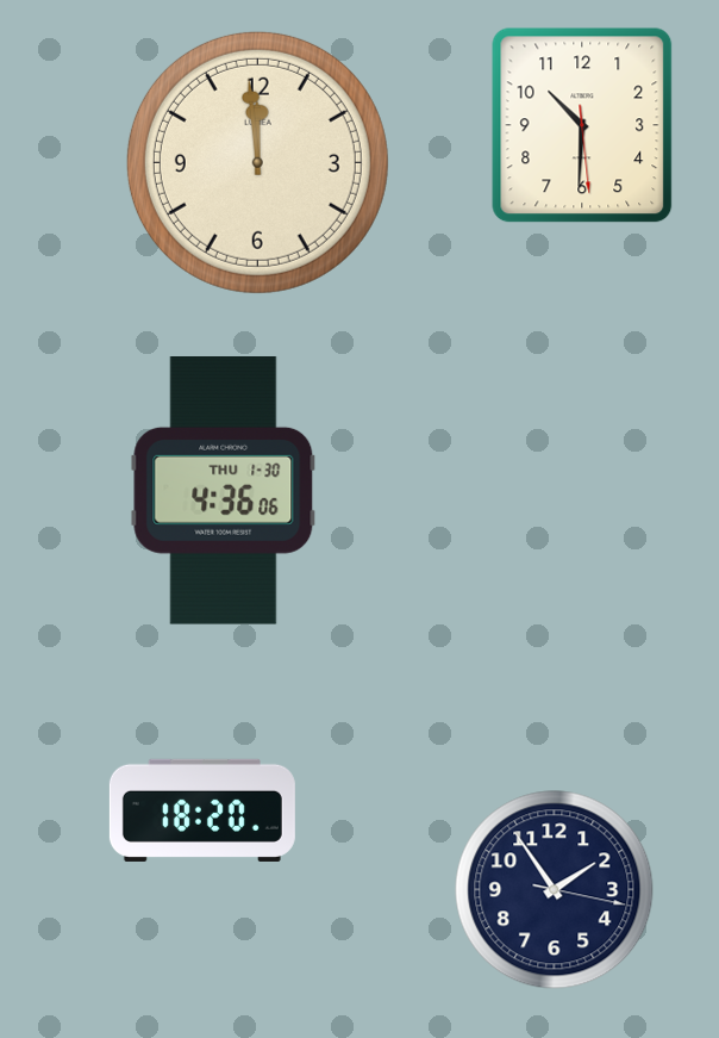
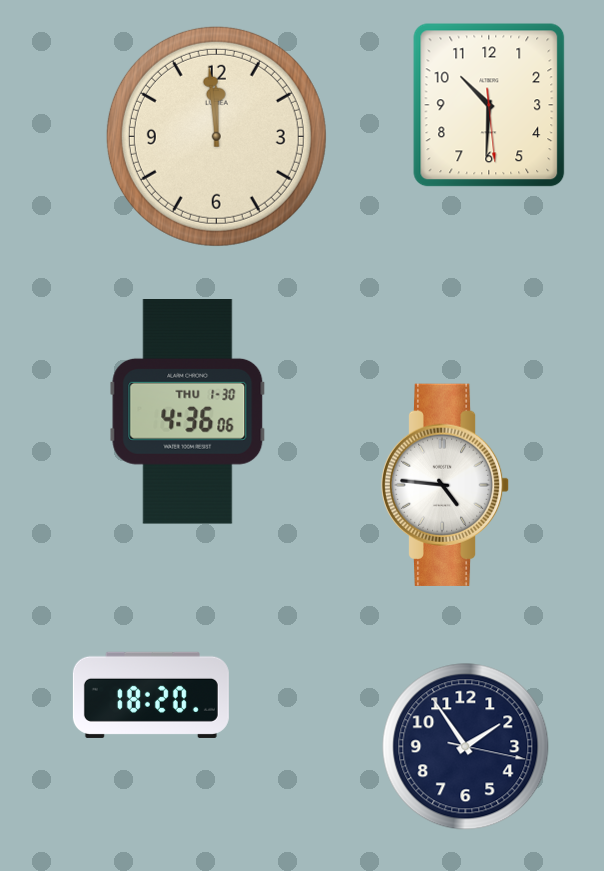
clock at (445, 485): none -> 4:46
clock at (202, 810) position: (202, 810) -> (151, 695)
